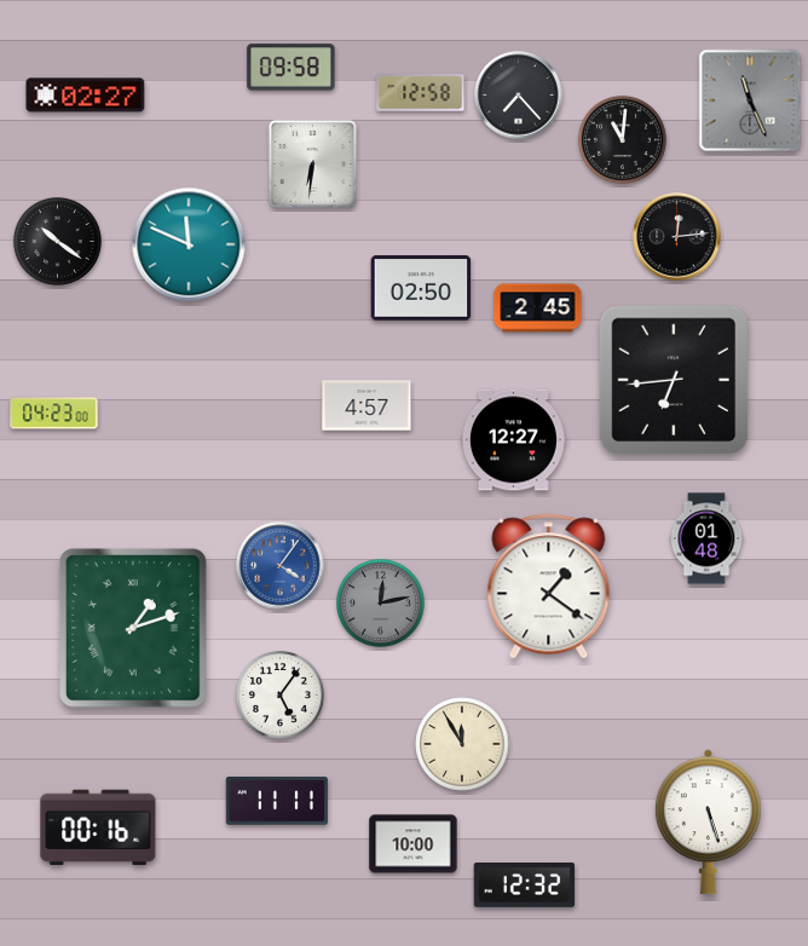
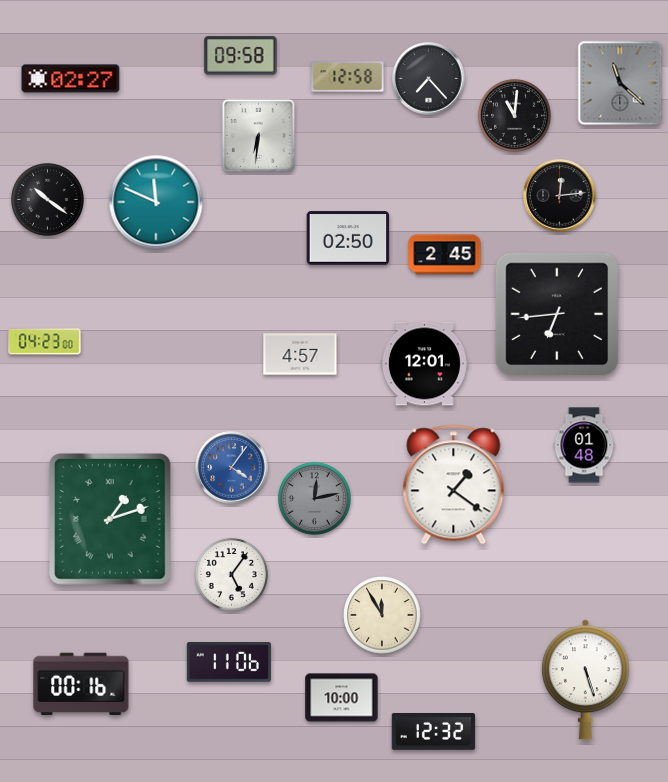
clock at (750, 100): 11:26 -> 11:22
clock at (367, 405) position: (367, 405) -> (300, 354)
clock at (513, 440): 12:27 -> 12:01
clock at (277, 802): 11:11 -> 11:06
